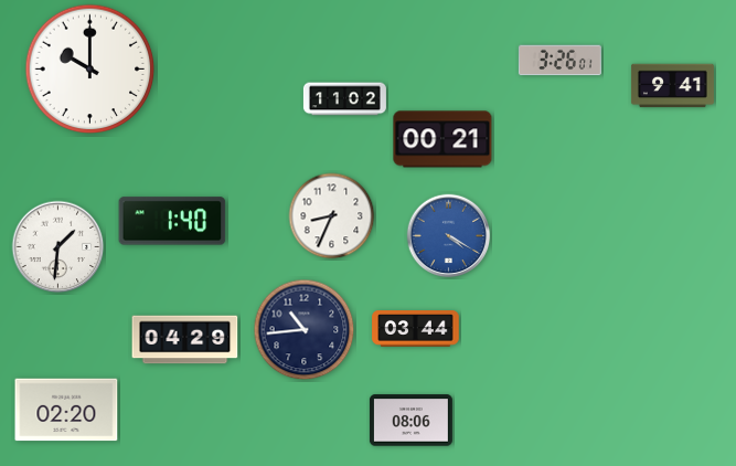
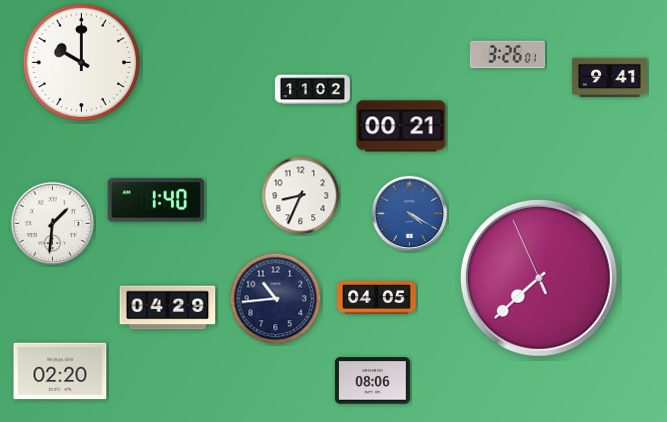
clock at (449, 236) position: (449, 236) -> (410, 214)
clock at (539, 278): none -> 7:37
clock at (416, 329): 03:44 -> 04:05
